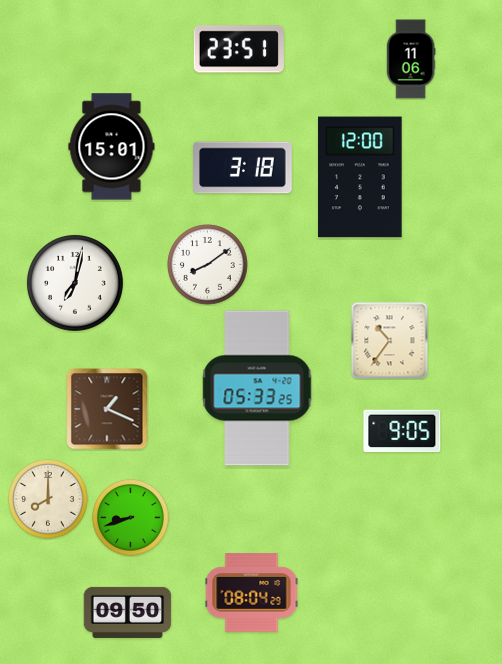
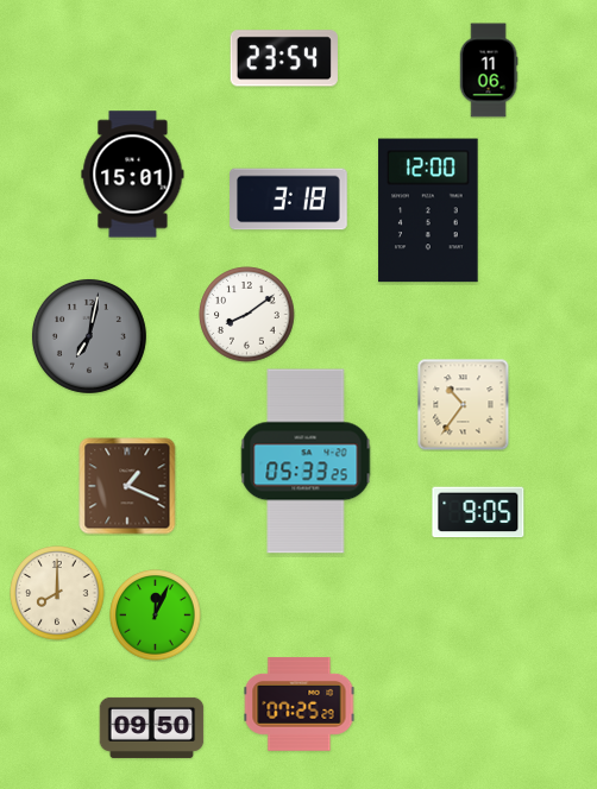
clock at (239, 49): 23:51 -> 23:54
clock at (75, 283) dial: white -> grey
clock at (131, 518): 8:42 -> 12:04
clock at (252, 593): 08:04 -> 07:25
